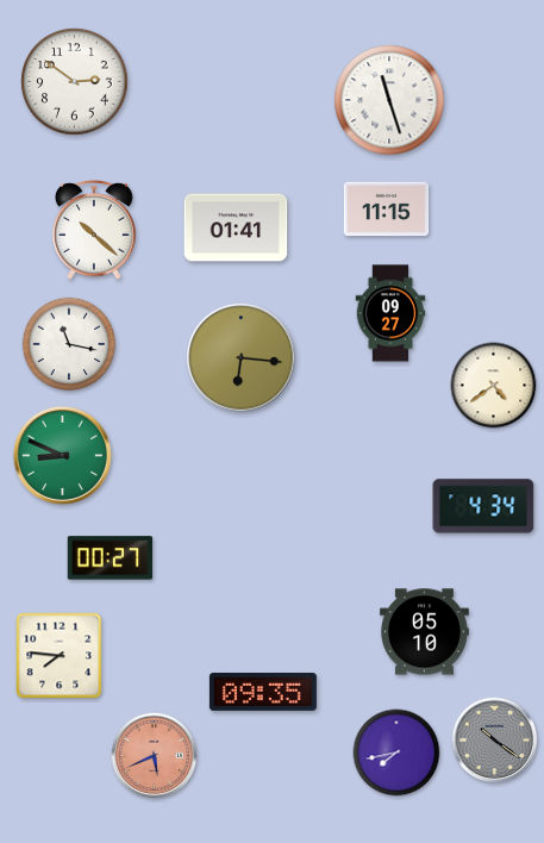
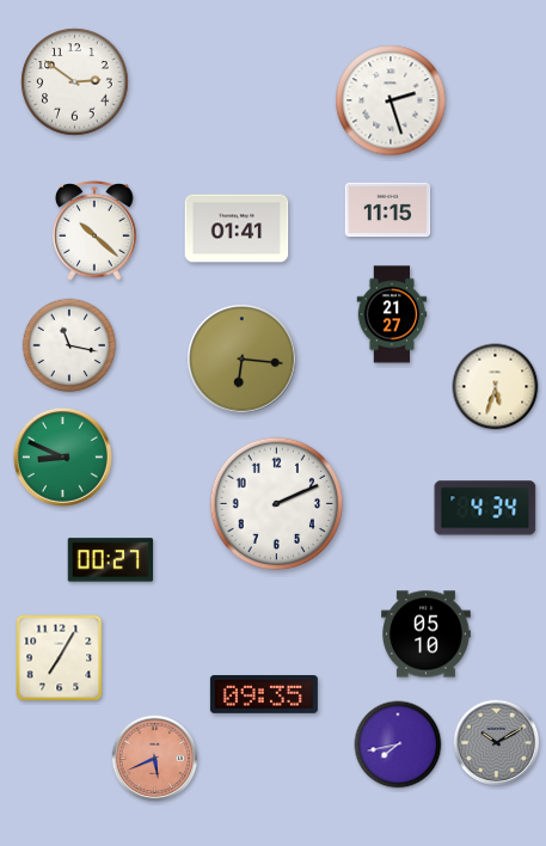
clock at (389, 100): 11:27 -> 2:27
clock at (390, 313): 09:27 -> 21:27
clock at (494, 386): 4:39 -> 5:33
clock at (277, 504): none -> 2:11
clock at (60, 656): 7:46 -> 7:05
clock at (495, 741): 10:21 -> 10:10
clock at (396, 753) position: (396, 753) -> (398, 744)
